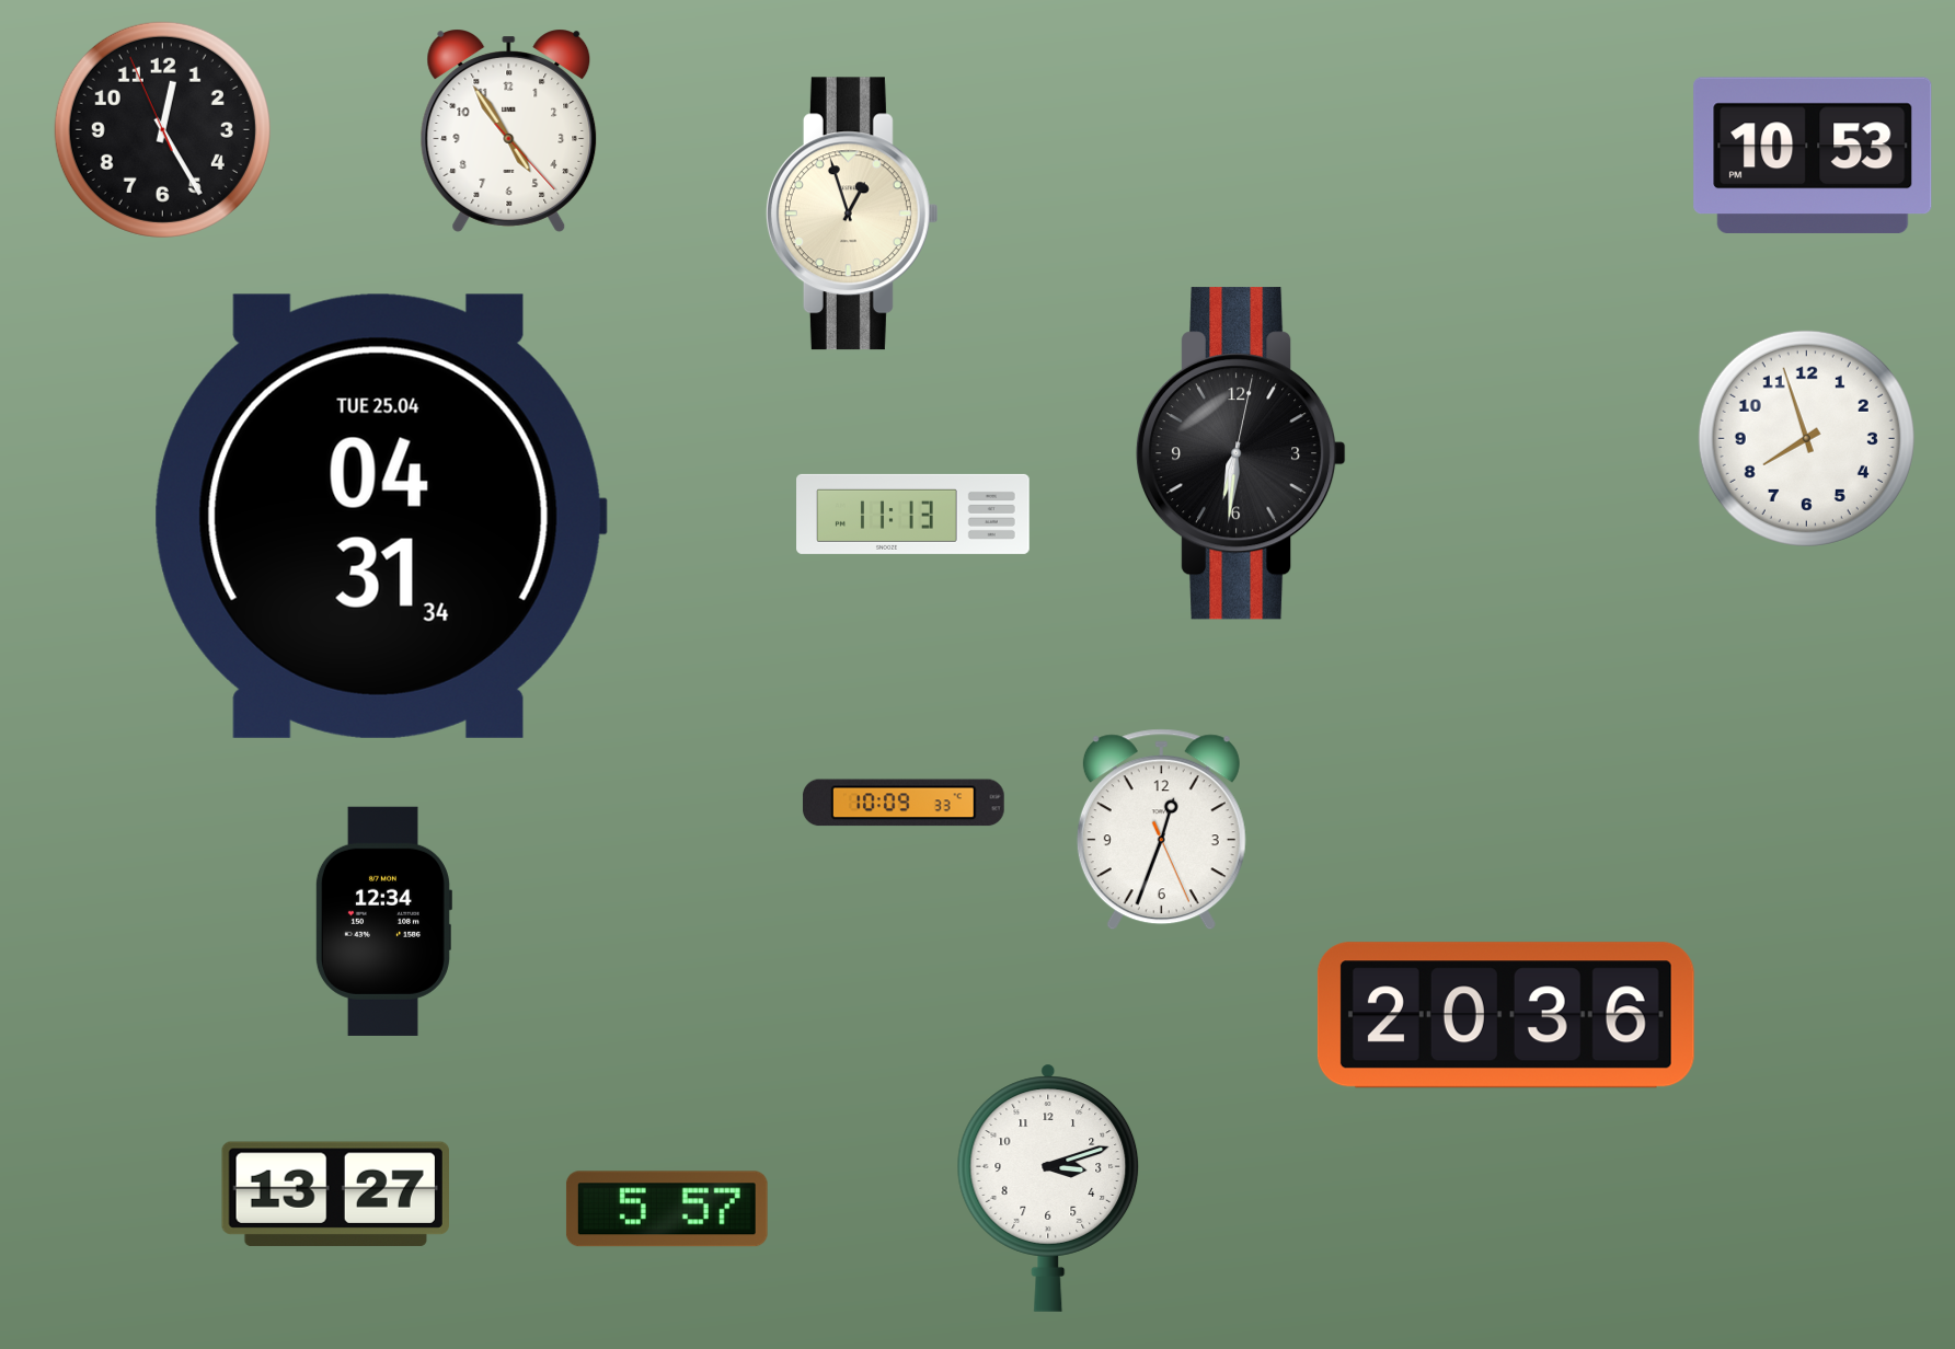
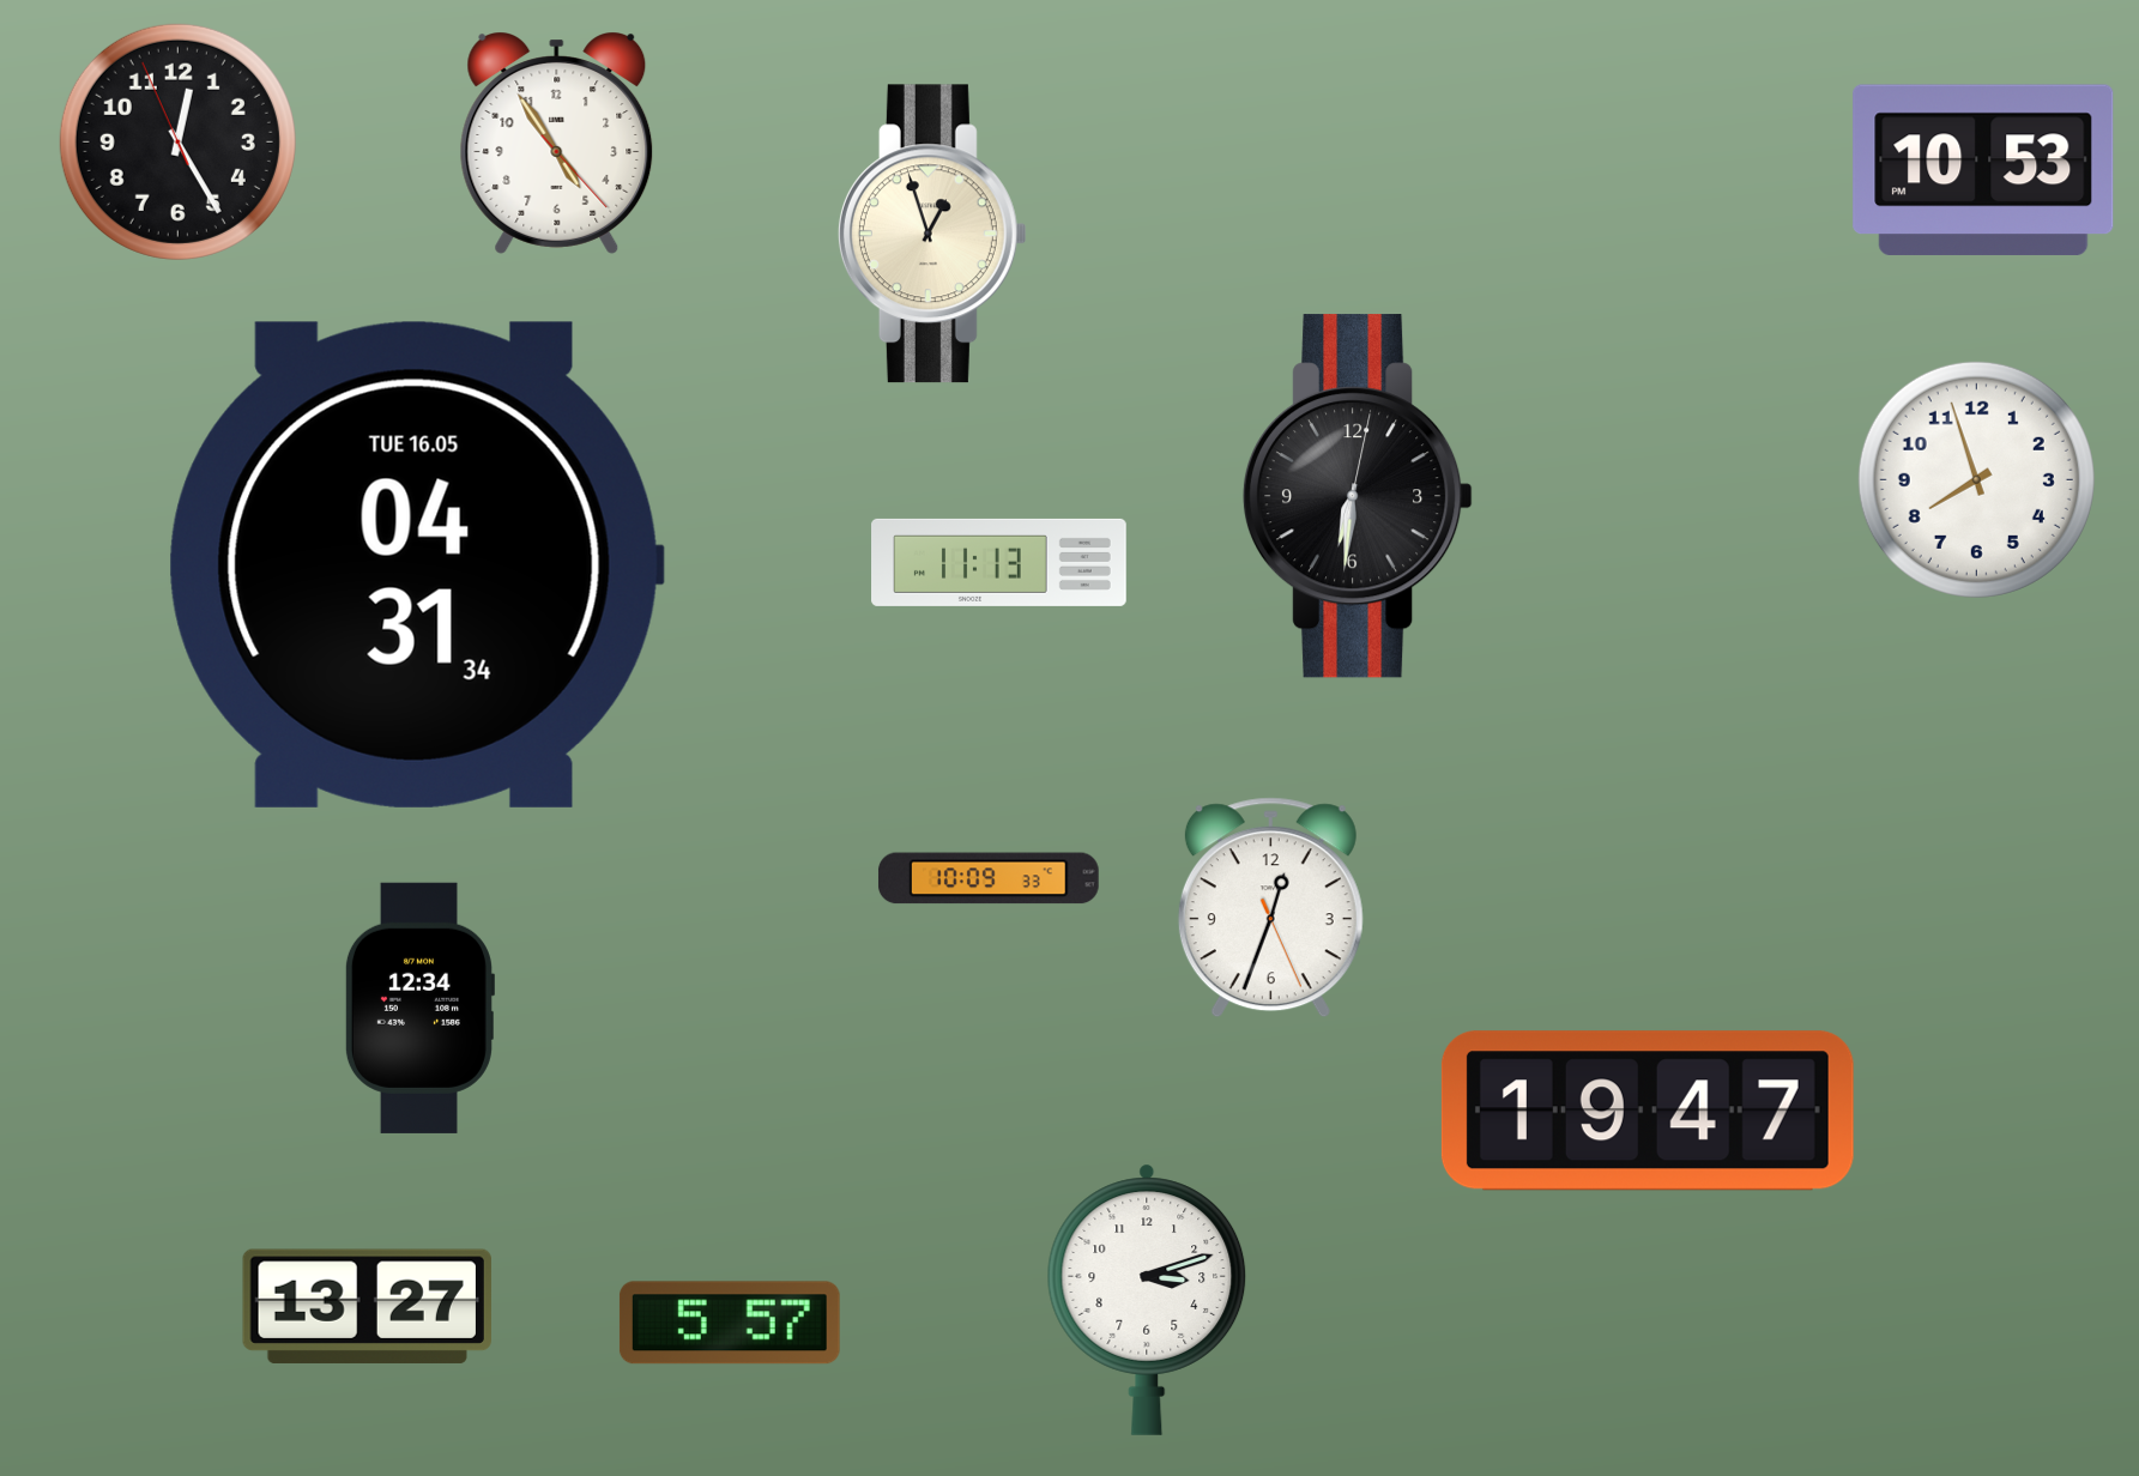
clock at (380, 516) date: TUE 25.04 -> TUE 16.05
clock at (1506, 1015): 20:36 -> 19:47
